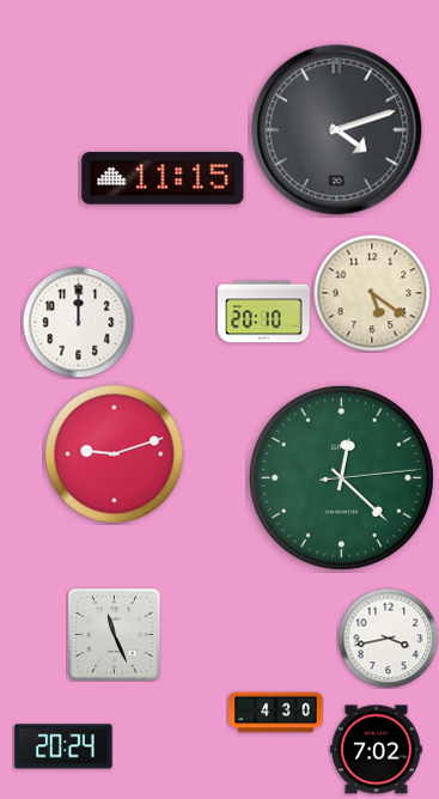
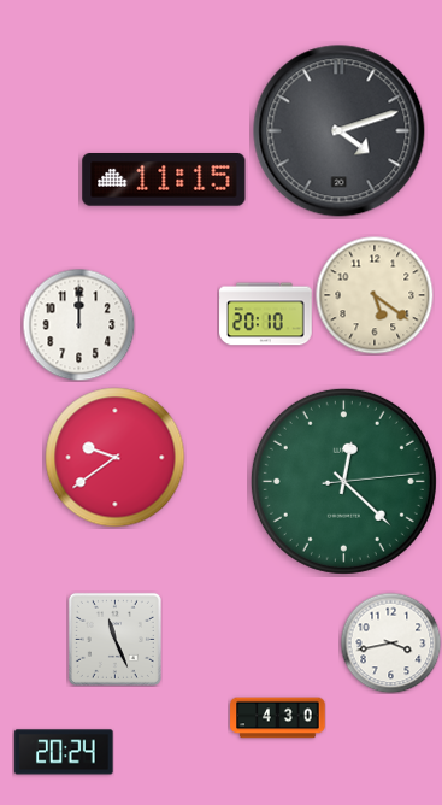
clock at (115, 455): 9:12 -> 9:39
clock at (377, 750): 7:02 -> none
